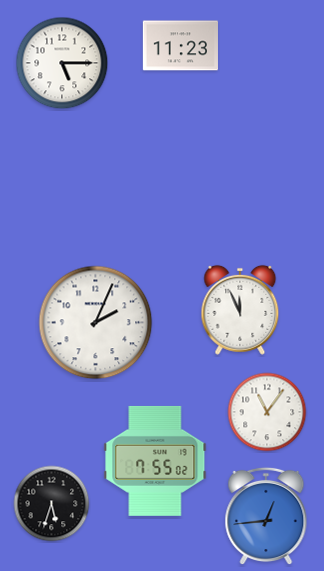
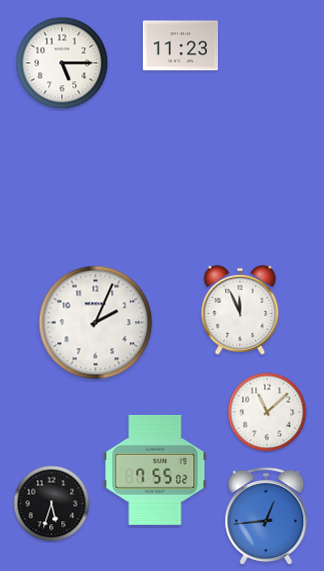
clock at (267, 412): 11:06 -> 11:08
clock at (155, 461) position: (155, 461) -> (155, 470)
